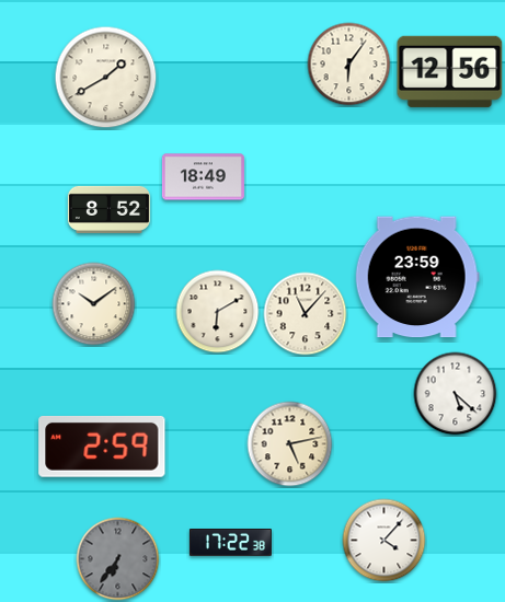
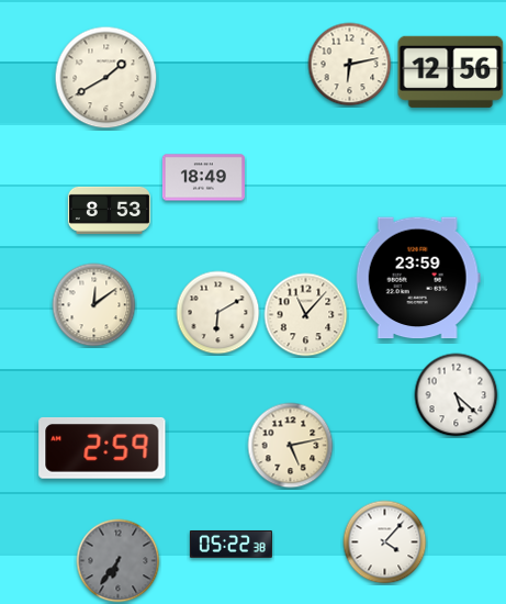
clock at (349, 65): 6:06 -> 6:13
clock at (108, 209): 8:52 -> 8:53
clock at (94, 304): 10:09 -> 12:09
clock at (230, 542): 17:22 -> 05:22
